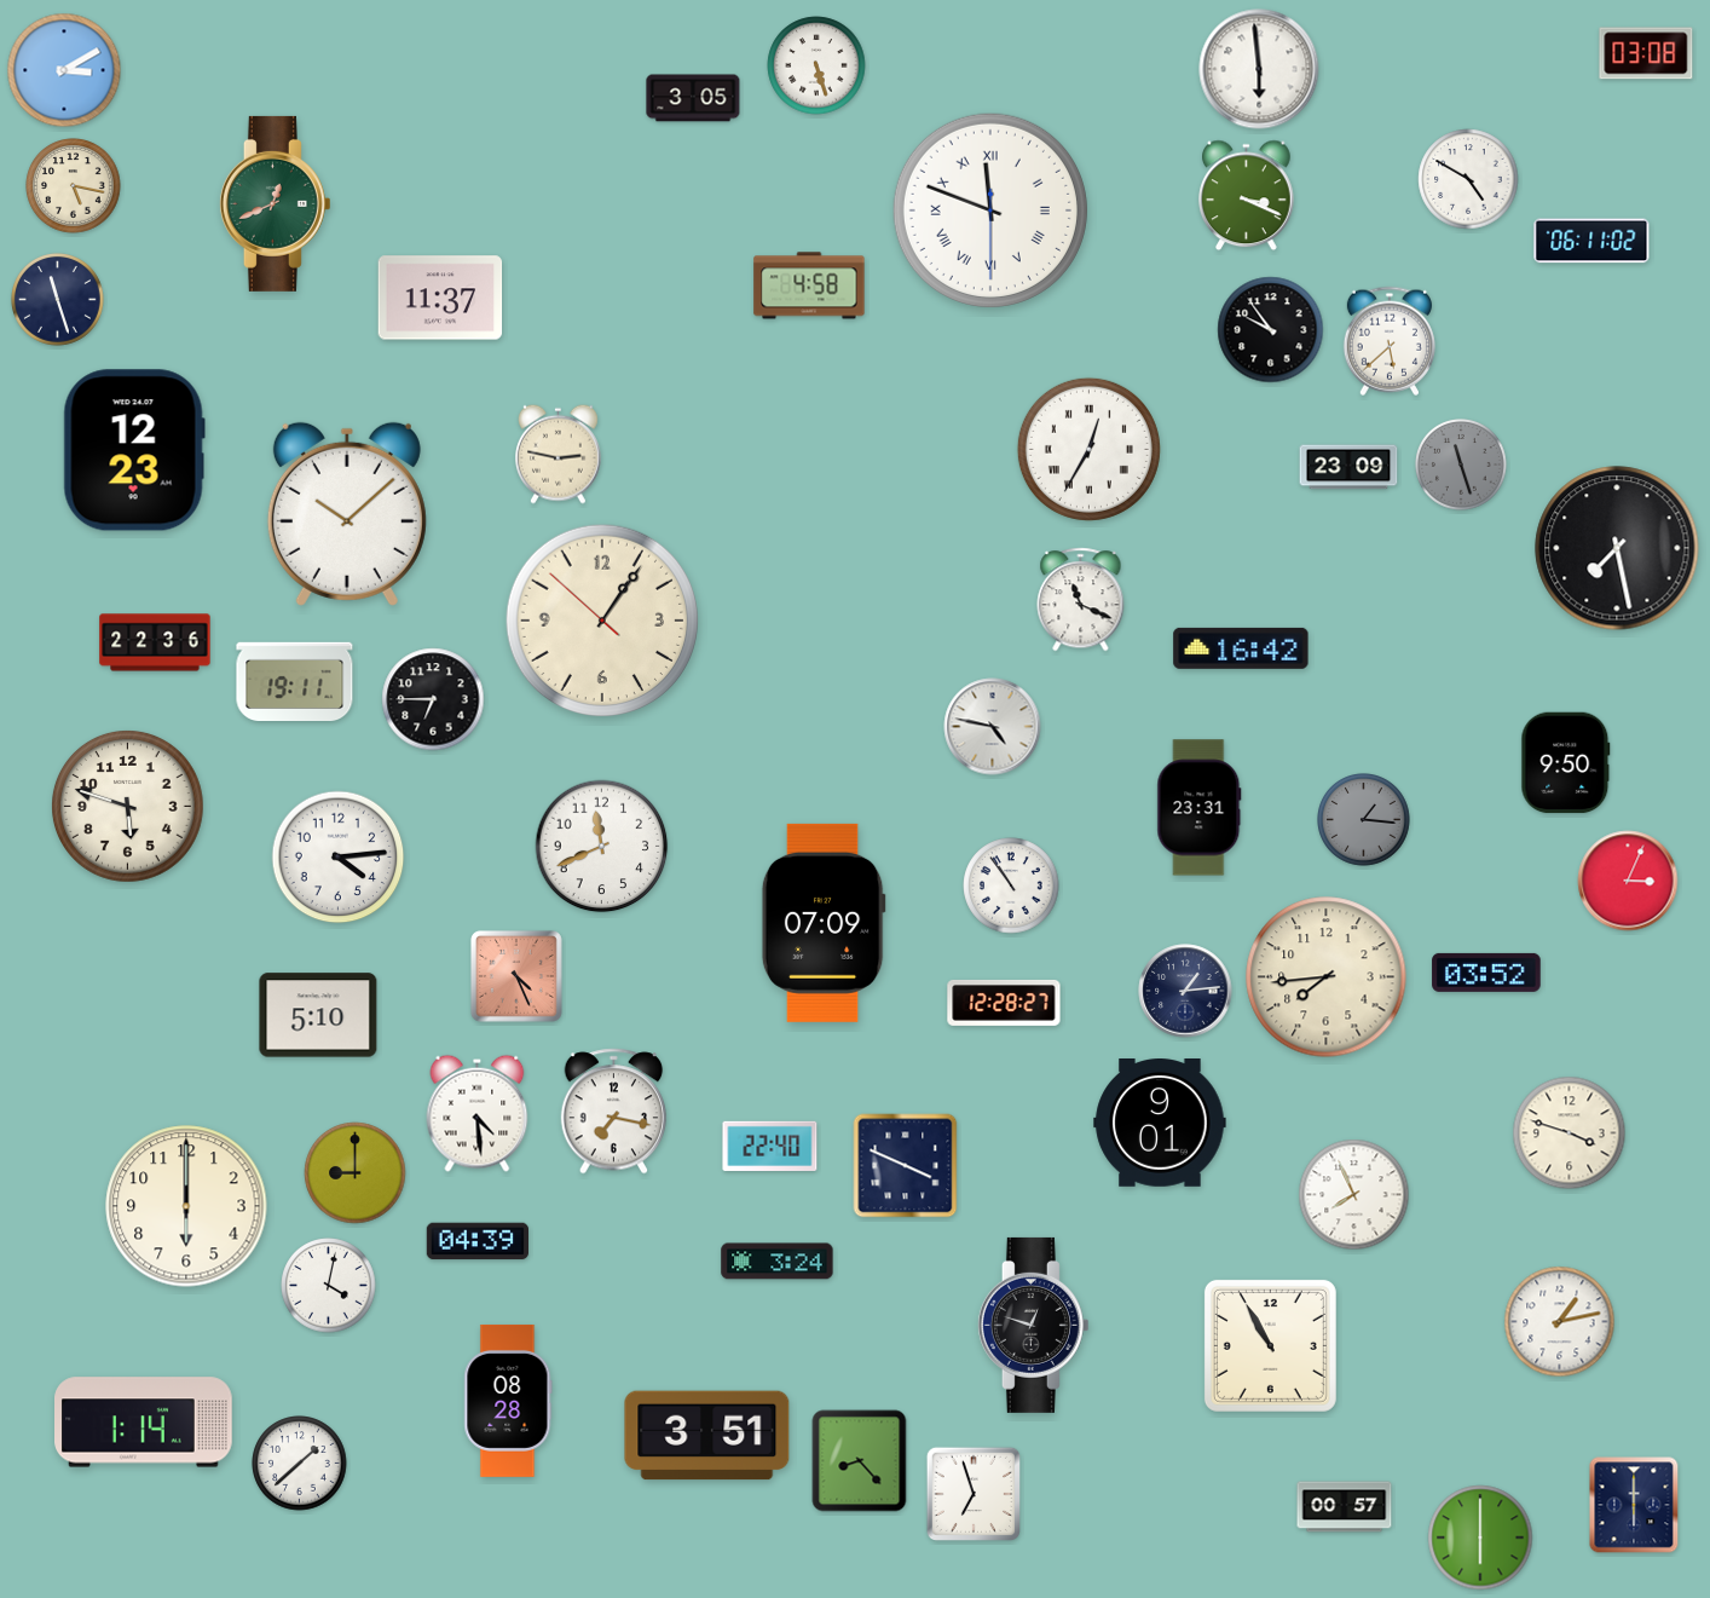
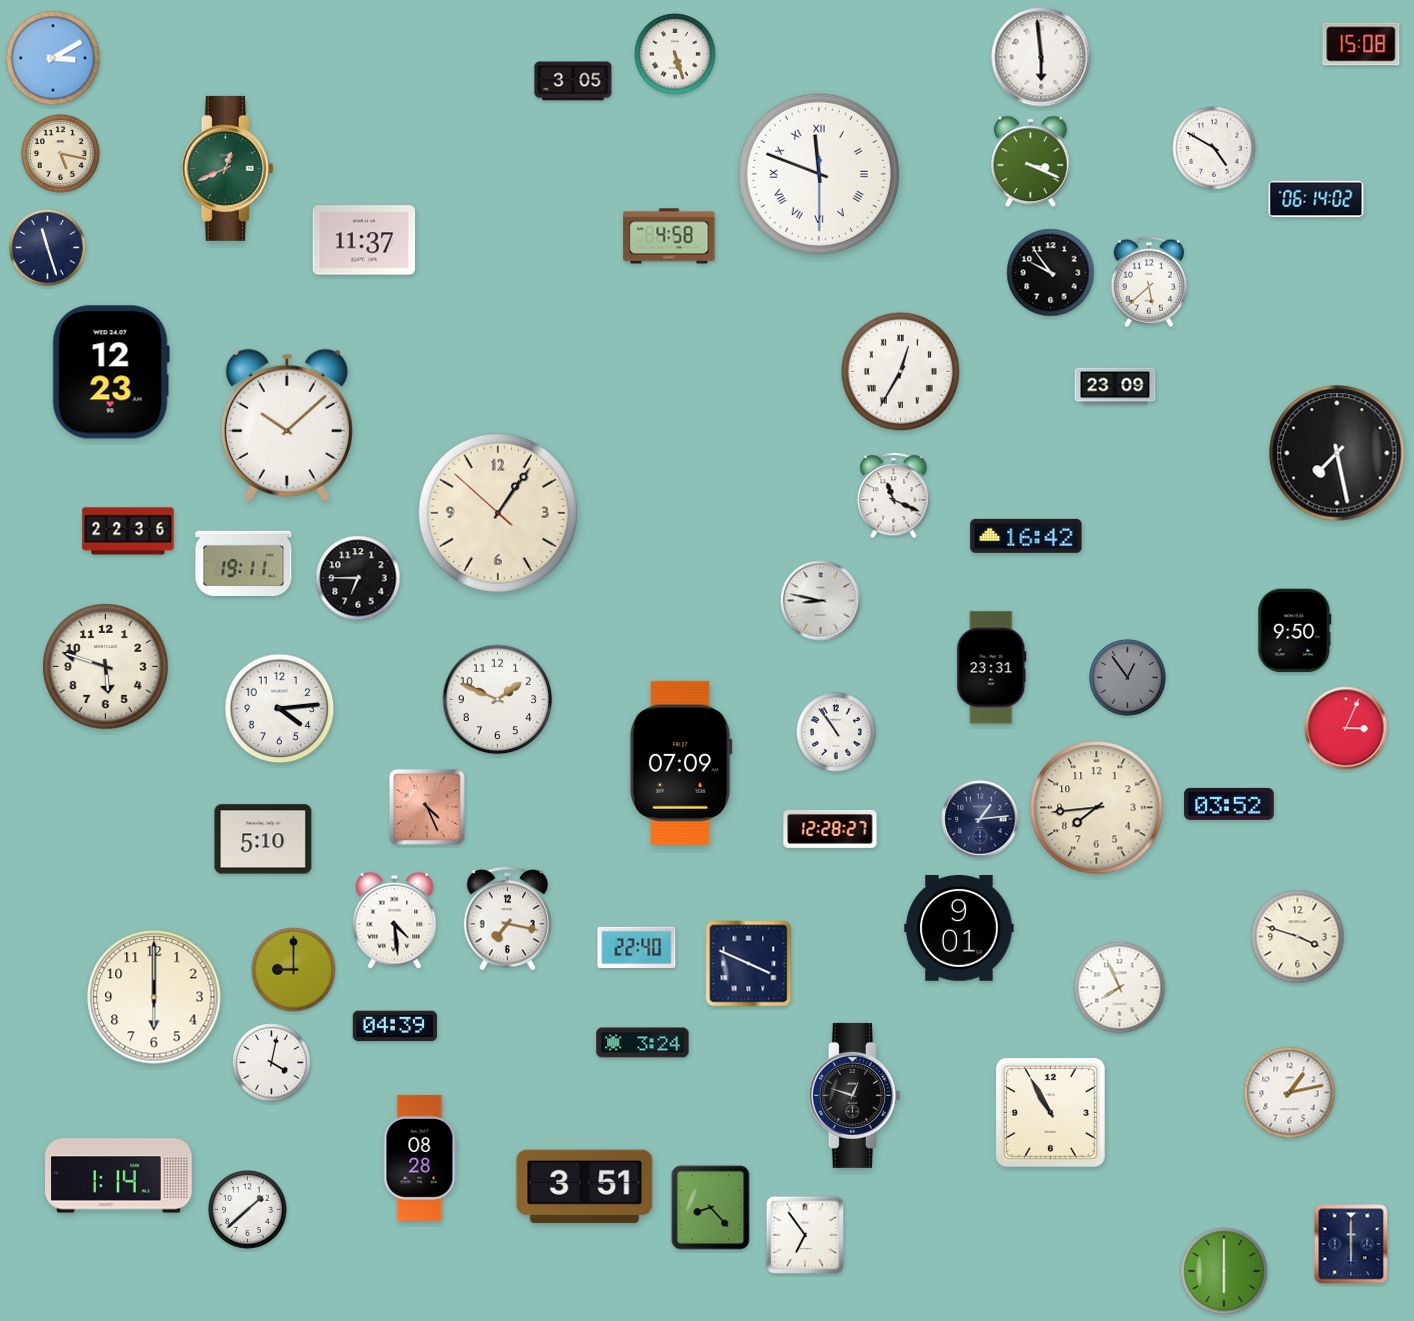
clock at (1646, 53): 03:08 -> 15:08
clock at (1591, 241): 06:11 -> 06:14
clock at (440, 298) position: (440, 298) -> (364, 240)
clock at (559, 454): 2:47 -> none
clock at (1462, 466): 11:27 -> none
clock at (993, 727): 4:47 -> 8:47
clock at (1364, 820): 1:16 -> 12:54
clock at (602, 847): 11:41 -> 1:49
clock at (972, 1493): 6:57 -> 6:54
clock at (1345, 1507): 00:57 -> none
